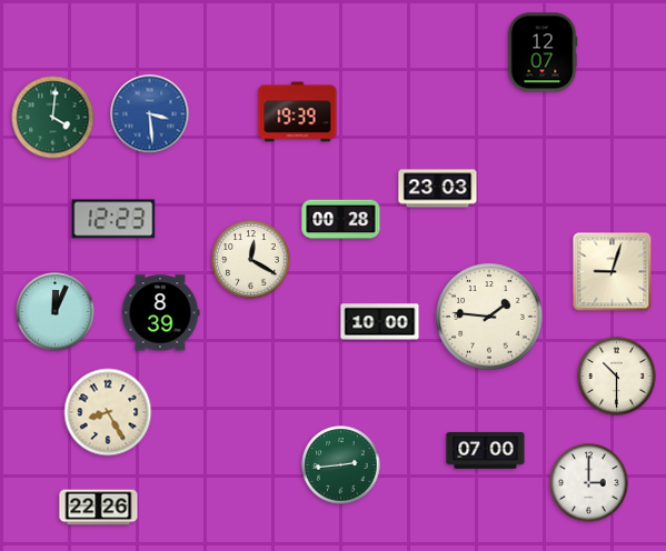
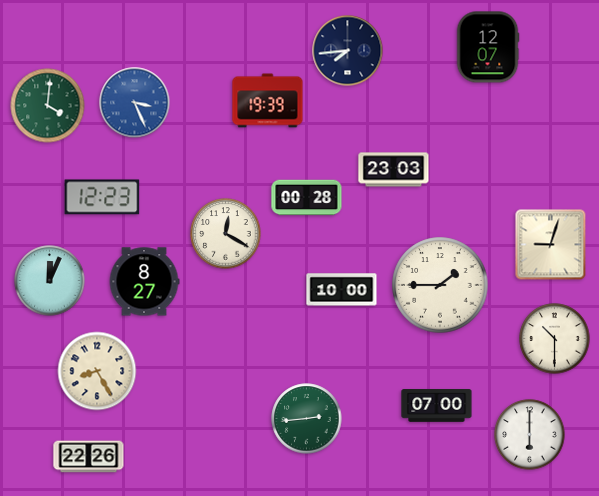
clock at (348, 51): none -> 7:44
clock at (150, 114): 3:29 -> 3:26
clock at (160, 313): 8:39 -> 8:27
clock at (489, 317): 1:46 -> 1:45
clock at (589, 483): 3:00 -> 6:00
